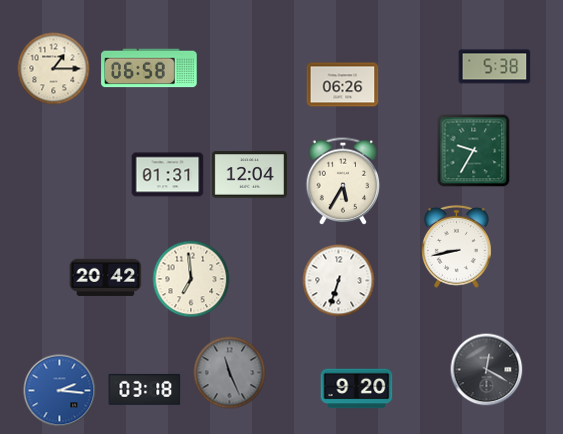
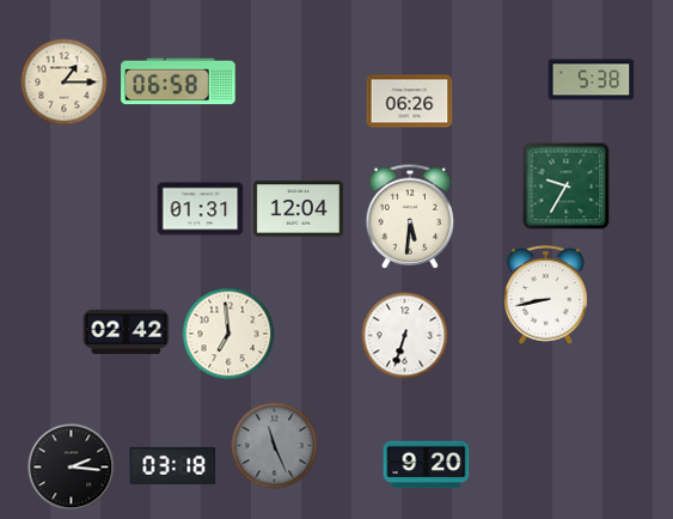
clock at (474, 151) position: (474, 151) -> (567, 187)
clock at (343, 181): 5:35 -> 5:31
clock at (106, 277): 20:42 -> 02:42
clock at (487, 370): 12:20 -> none
clock at (60, 391) dial: blue -> black
